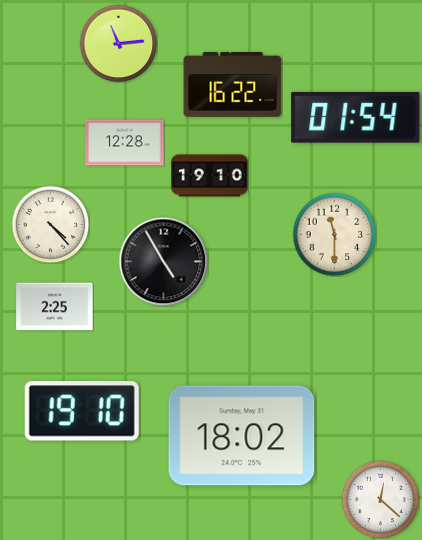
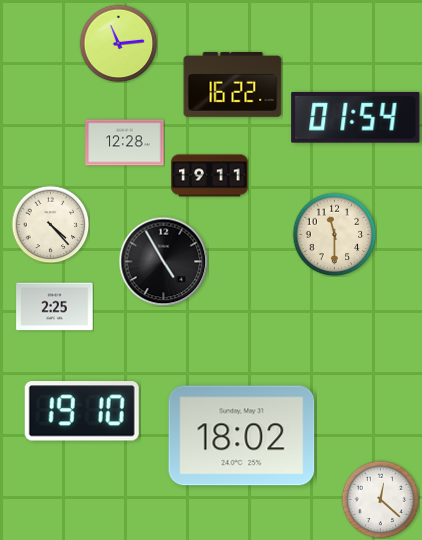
clock at (210, 176): 19:10 -> 19:11
